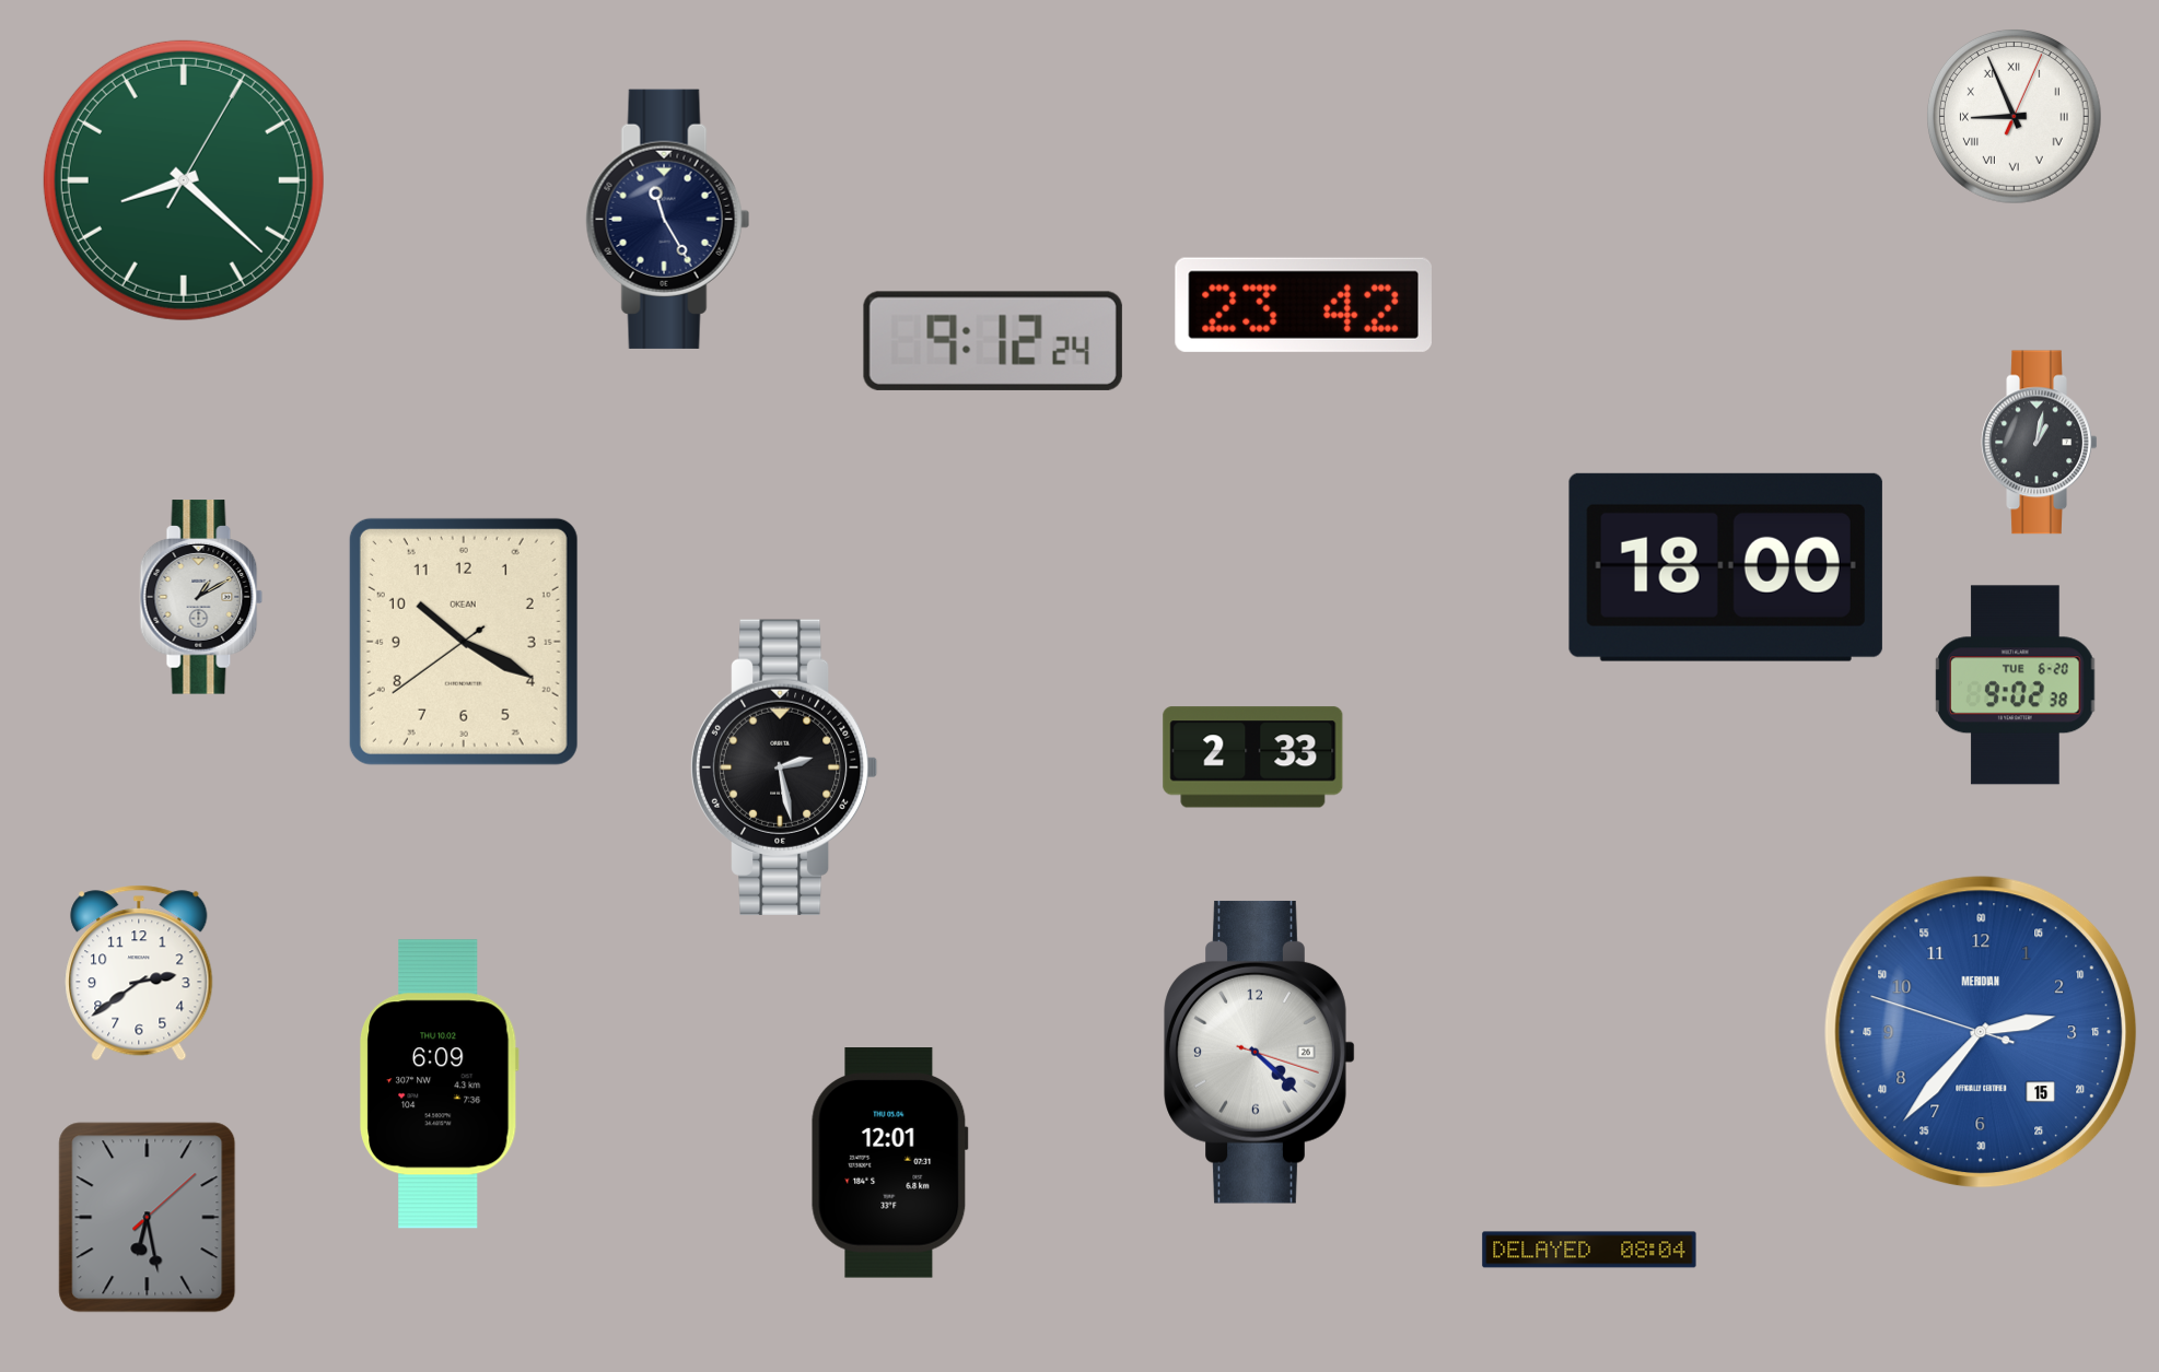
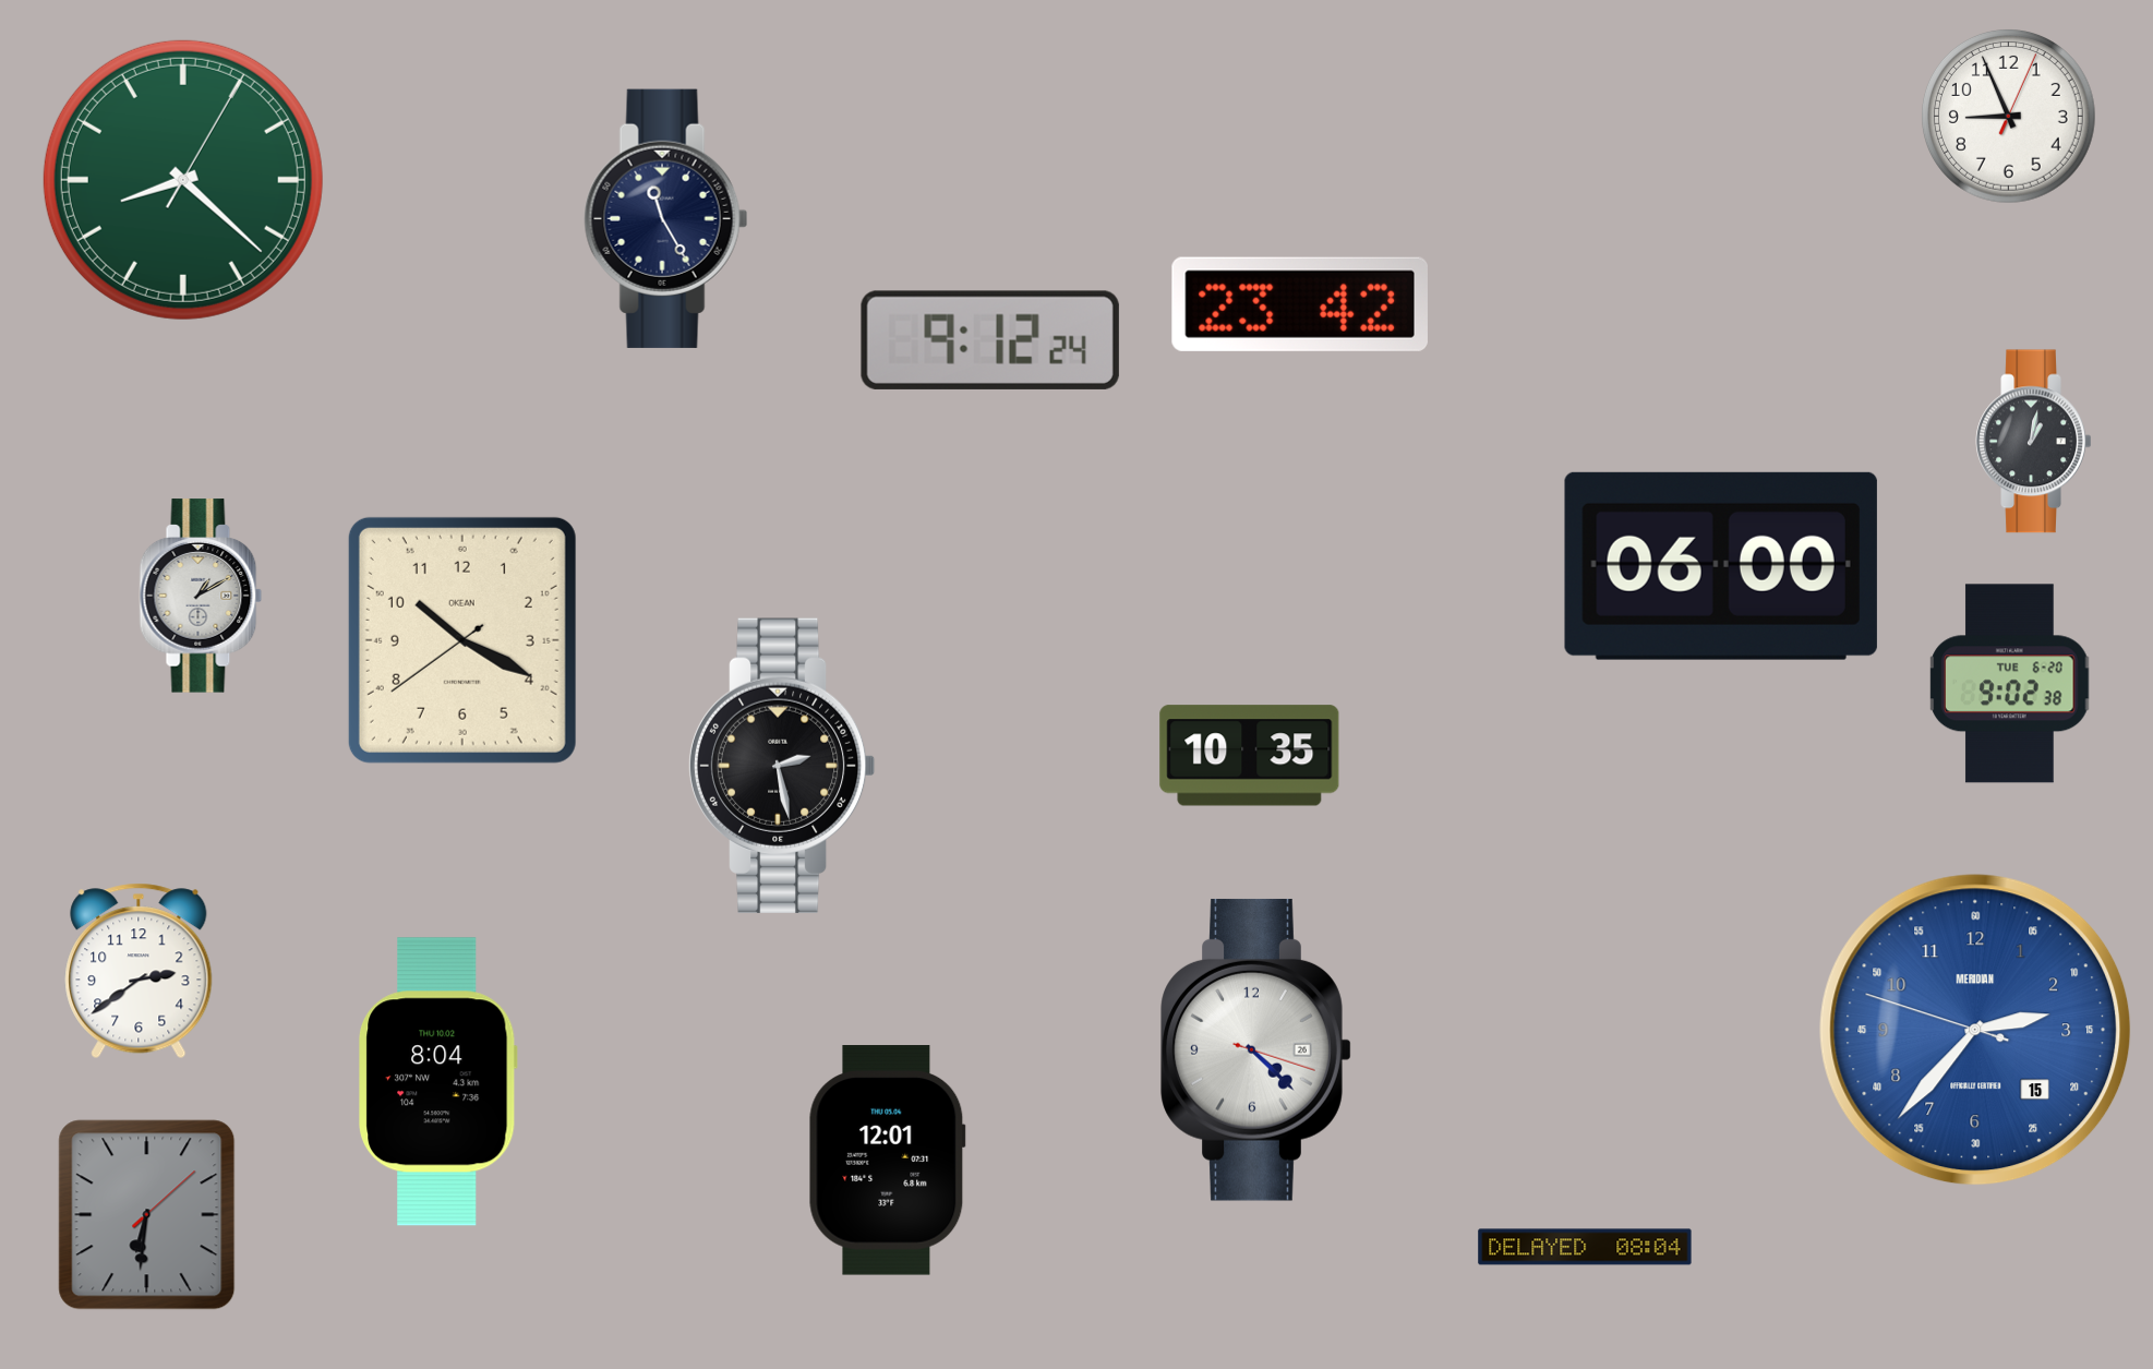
clock at (2015, 117) numerals: Roman -> Arabic
clock at (1726, 567): 18:00 -> 06:00
clock at (1253, 758): 2:33 -> 10:35
clock at (440, 1084): 6:09 -> 8:04
clock at (148, 1218): 6:28 -> 6:31
